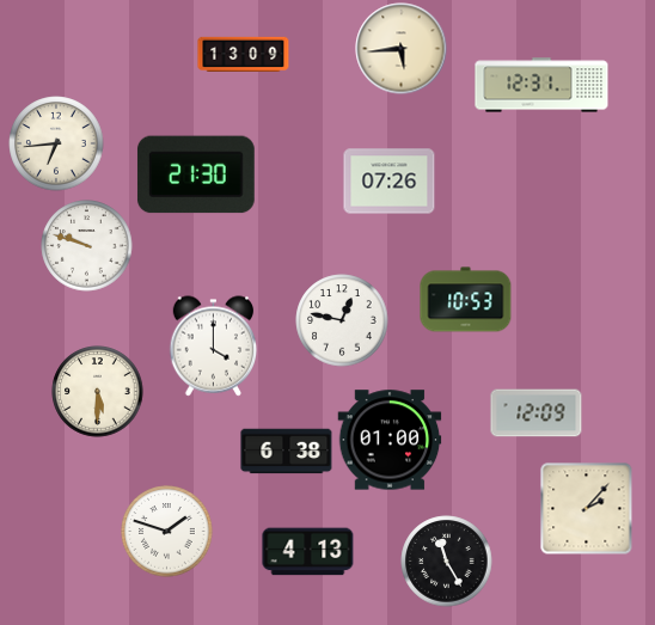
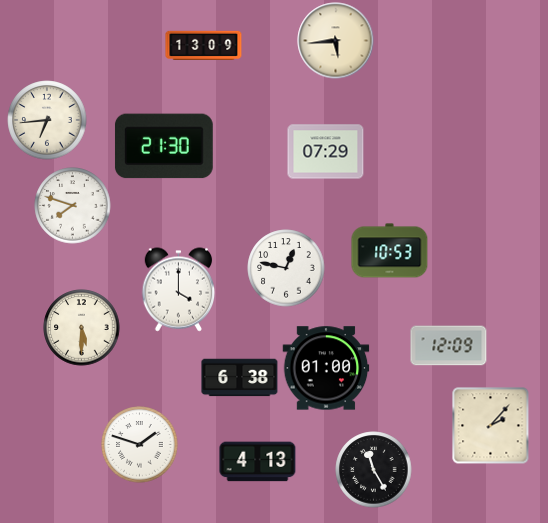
clock at (541, 85): 12:31 -> none
clock at (390, 182): 07:26 -> 07:29
clock at (87, 246): 9:48 -> 7:48
